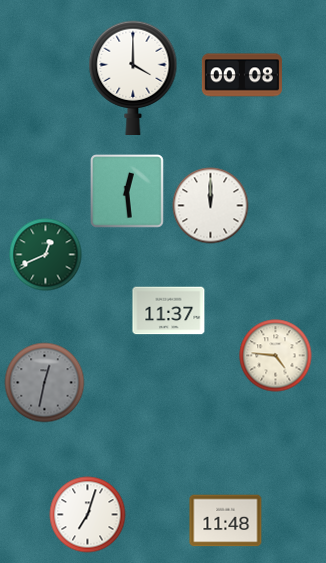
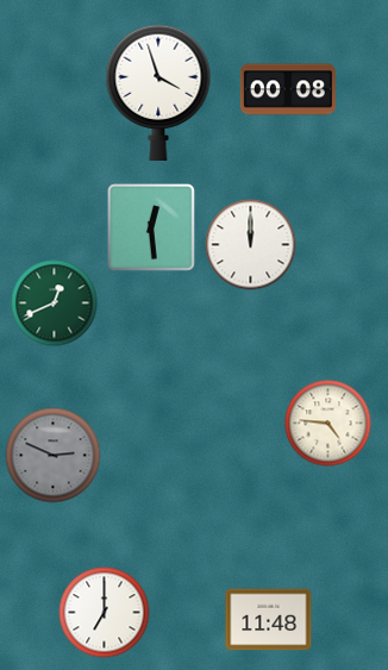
clock at (133, 77): 4:00 -> 3:57
clock at (169, 311): 11:37 -> none
clock at (45, 383): 12:32 -> 2:49
clock at (88, 515): 7:03 -> 7:00
